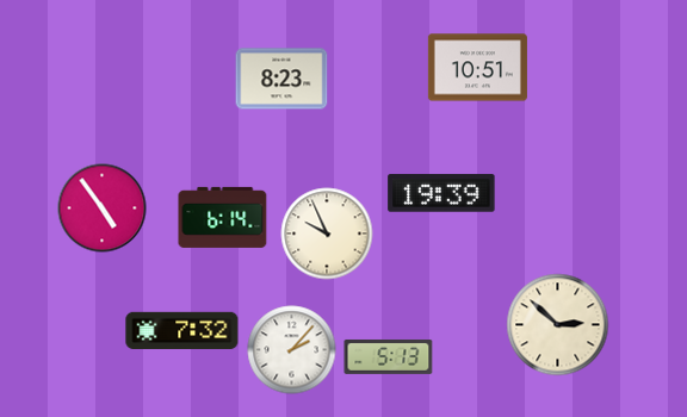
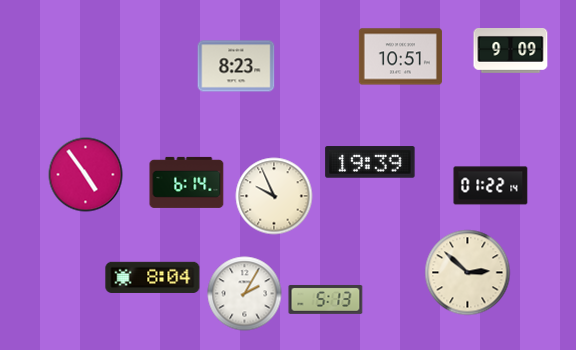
clock at (511, 51): none -> 9:09
clock at (491, 186): none -> 01:22
clock at (182, 330): 7:32 -> 8:04
clock at (292, 350): 2:07 -> 2:05
